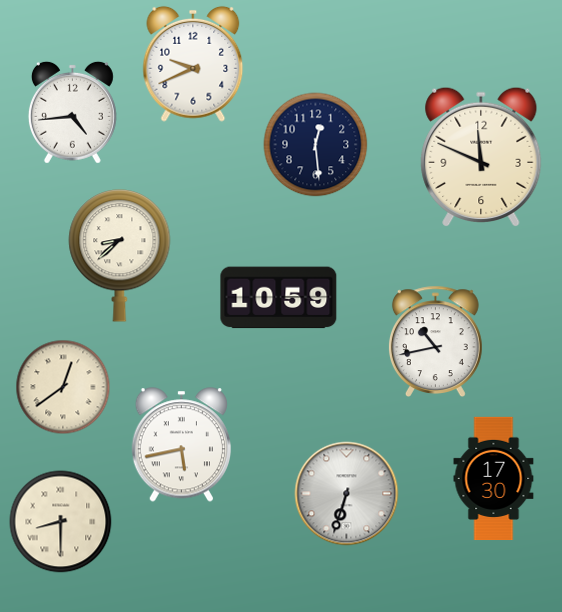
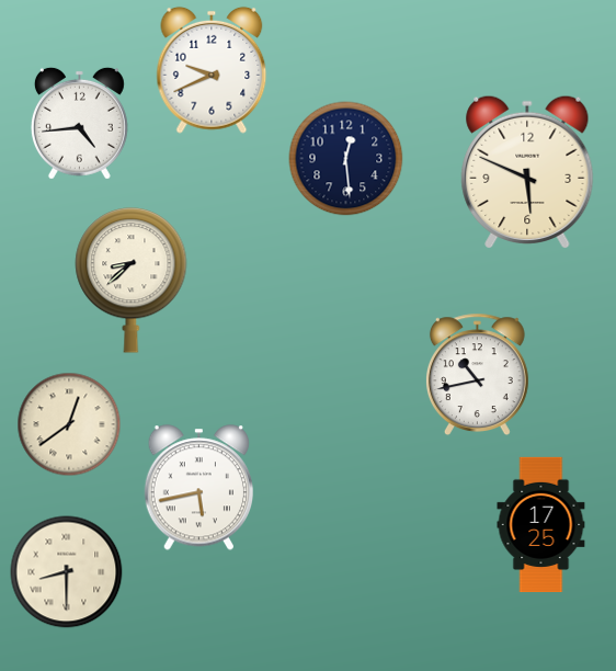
clock at (481, 157): 11:49 -> 5:49
clock at (279, 298): 10:59 -> none
clock at (494, 478): 17:30 -> 17:25
clock at (347, 494): 6:33 -> none
